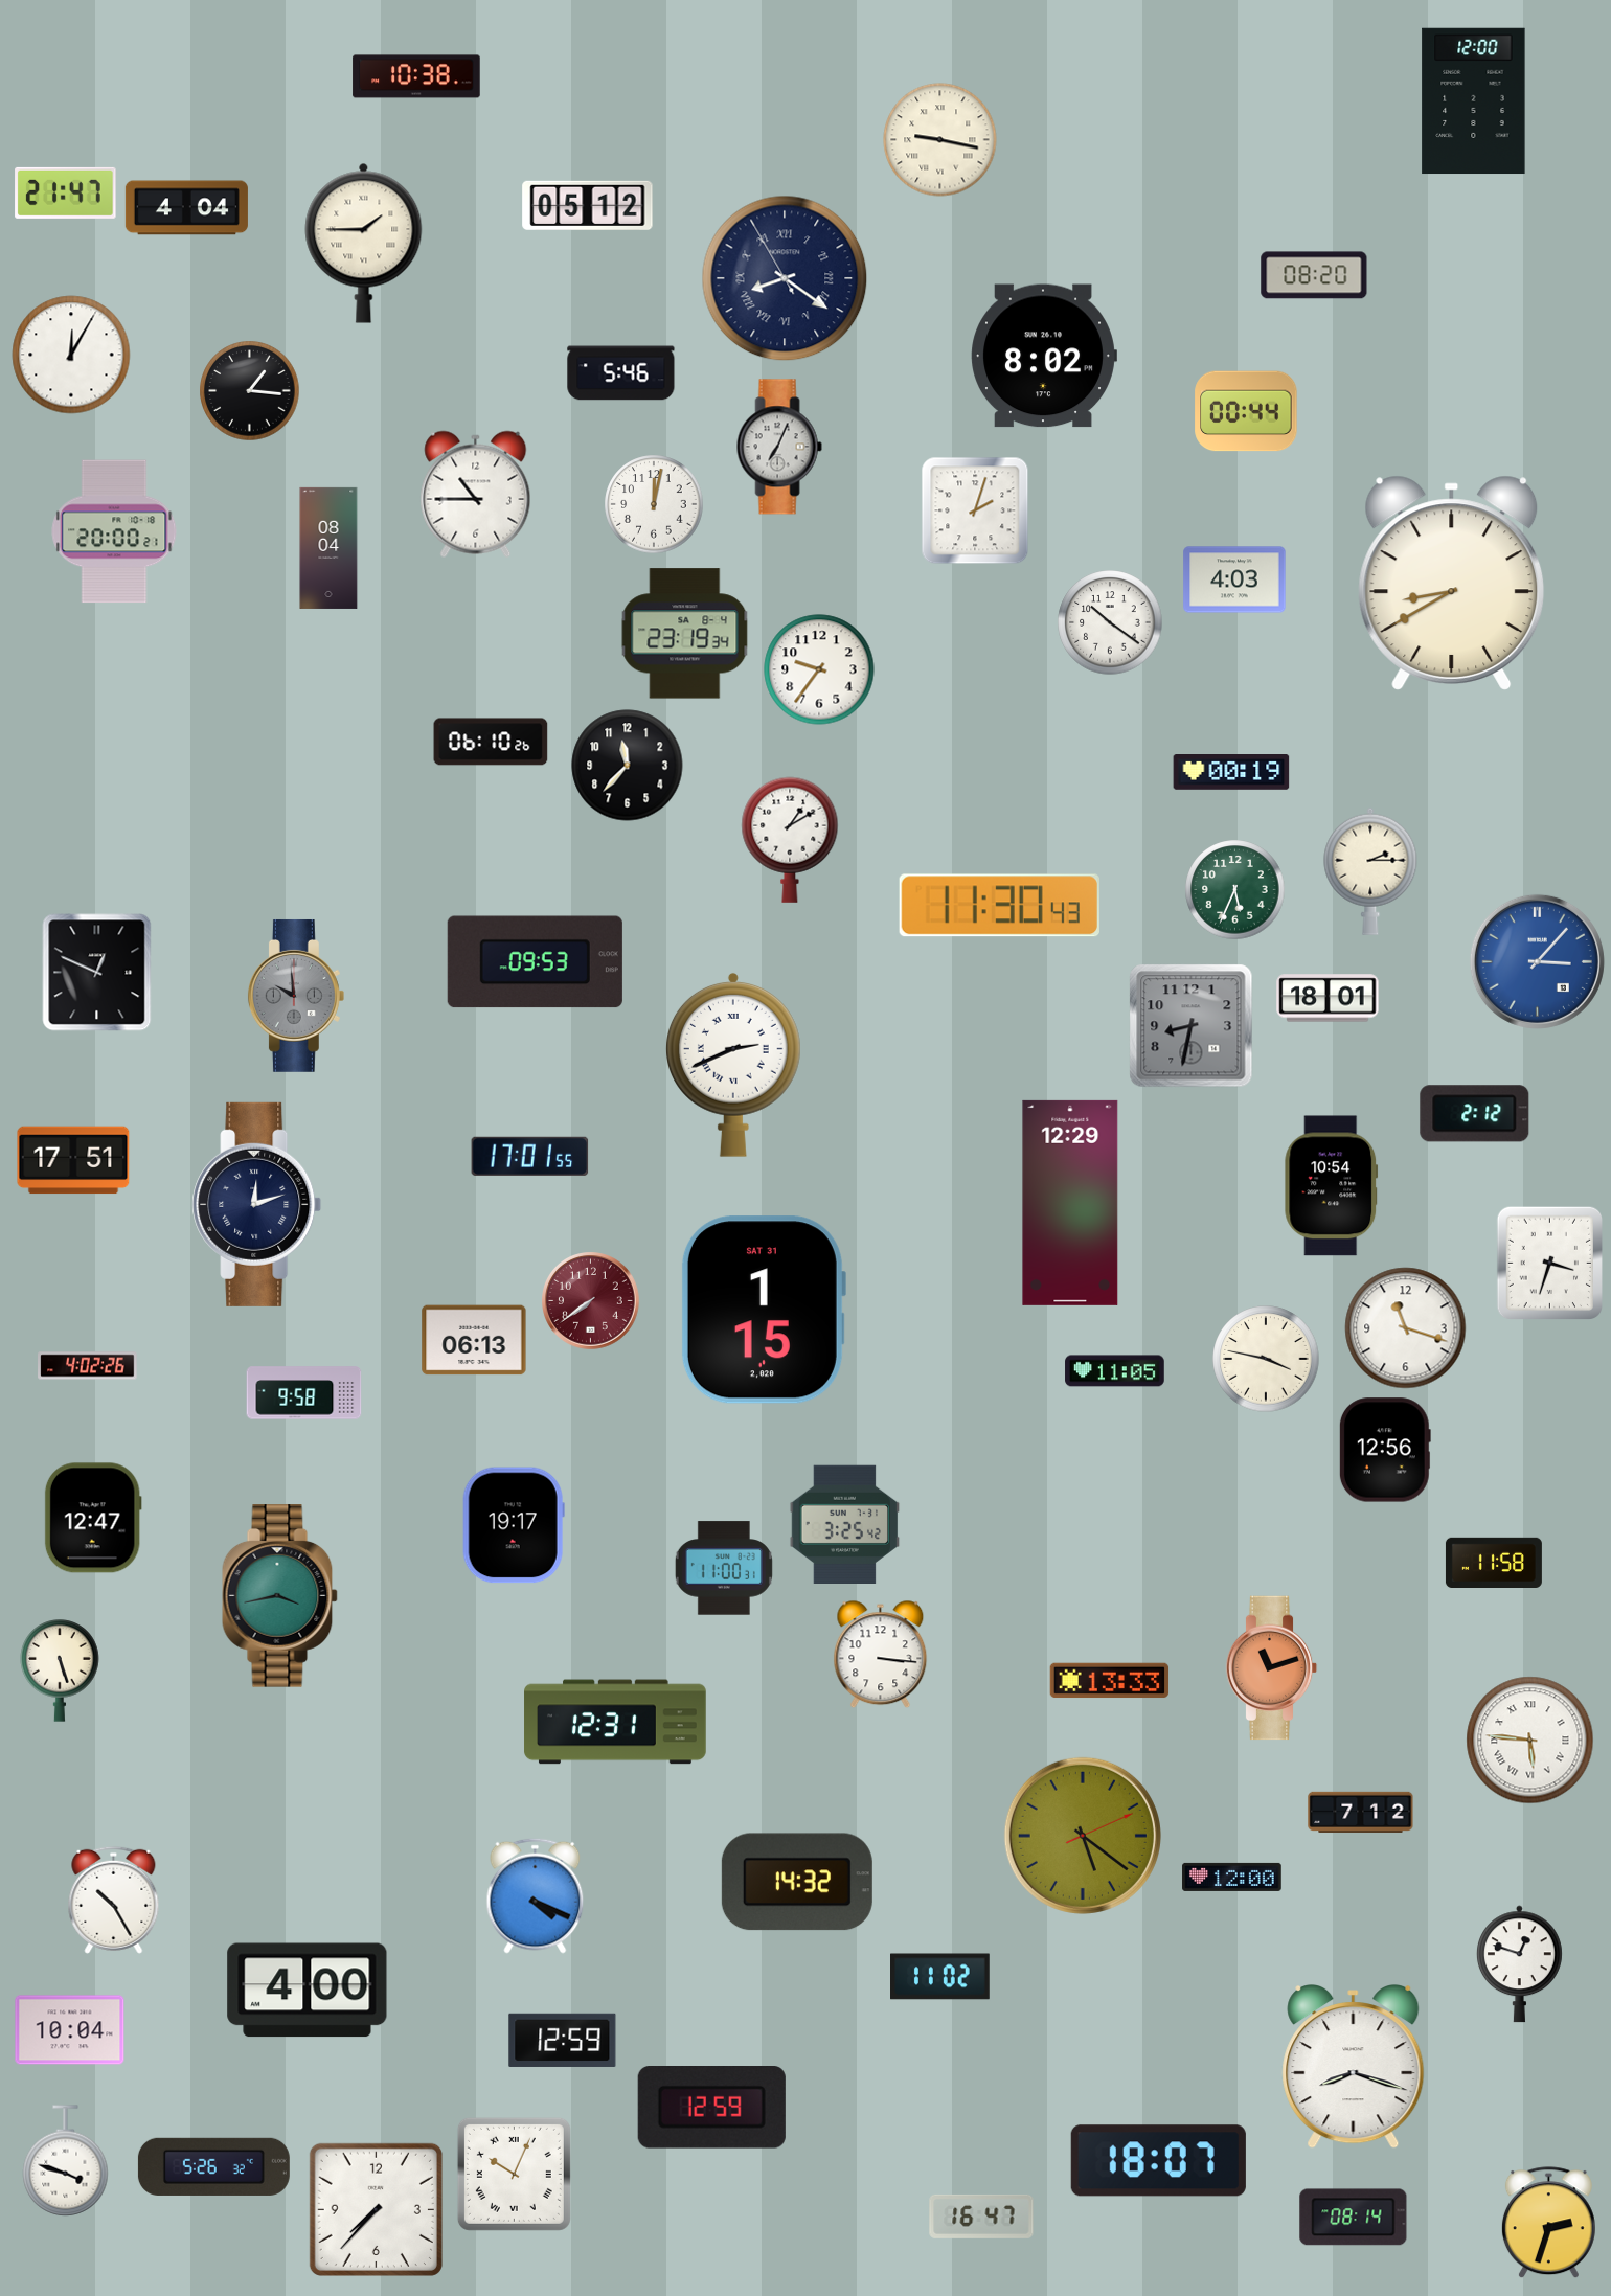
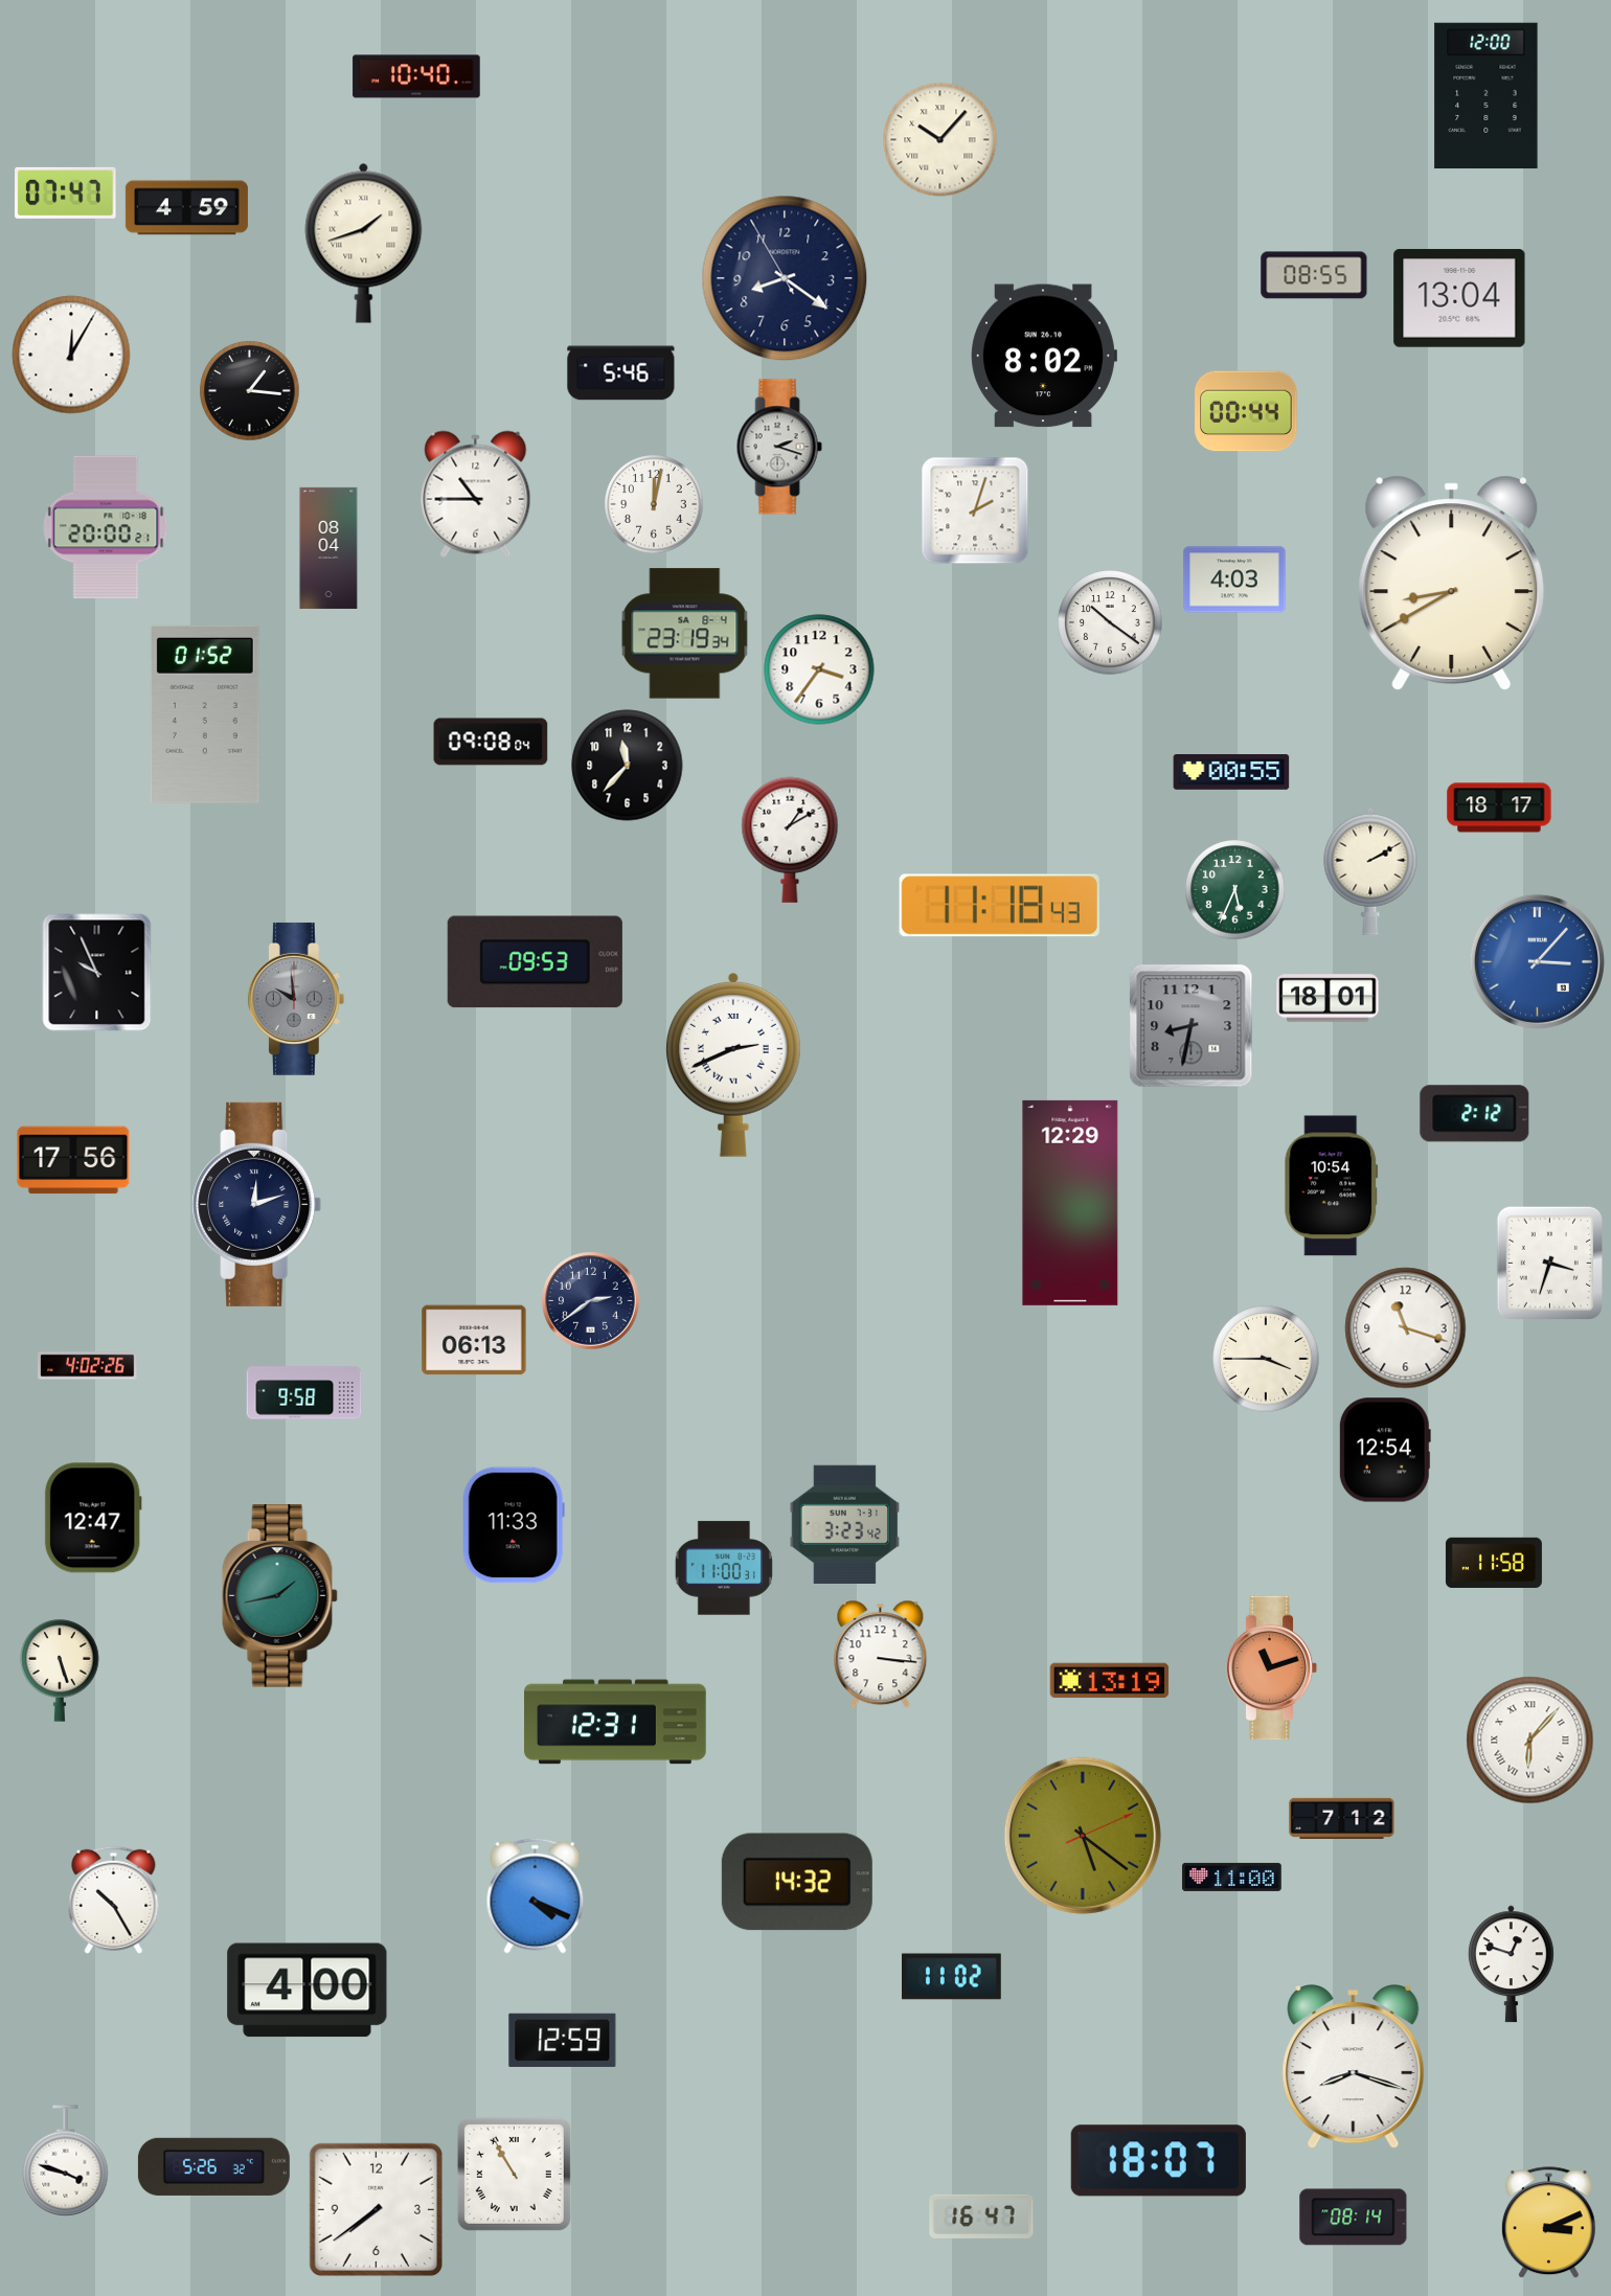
clock at (416, 76): 10:38 -> 10:40
clock at (1474, 101) position: (1474, 101) -> (1487, 96)
clock at (940, 140): 9:17 -> 10:07
clock at (66, 192): 21:47 -> 07:47
clock at (588, 205): 05:12 -> none
clock at (186, 208): 4:04 -> 4:59
clock at (364, 243): 1:45 -> 1:42
clock at (1314, 275): 08:20 -> 08:55
clock at (785, 278) numerals: Roman -> Arabic
clock at (1459, 298): none -> 13:04
clock at (779, 447): 7:04 -> 2:18
clock at (114, 531) position: (114, 531) -> (106, 527)
clock at (819, 669): 9:36 -> 3:36
clock at (205, 714): none -> 01:52
clock at (491, 742): 06:10 -> 09:08
clock at (1231, 773): 00:19 -> 00:55
clock at (1499, 808): none -> 18:17
clock at (1370, 871): 2:15 -> 2:10
clock at (999, 906): 11:30 -> 11:18
clock at (97, 973): 12:49 -> 9:56
clock at (296, 996) position: (296, 996) -> (296, 999)
clock at (530, 1156): 17:01 -> none
clock at (73, 1160): 17:51 -> 17:56
clock at (591, 1301): 7:39 -> 2:39
clock at (591, 1301) dial: burgundy -> navy
clock at (763, 1310): 1:15 -> none
clock at (1266, 1359): 3:47 -> 3:45
clock at (1115, 1371): 11:05 -> none
clock at (1385, 1450): 12:56 -> 12:54
clock at (845, 1524): 3:25 -> 3:23
clock at (514, 1525): 19:17 -> 11:33
clock at (279, 1596): 3:43 -> 1:43
clock at (1110, 1681): 13:33 -> 13:19
clock at (1530, 1741): 5:46 -> 6:07
clock at (1361, 1812) position: (1361, 1812) -> (1342, 1818)
clock at (1232, 1877): 12:00 -> 11:00
clock at (1519, 1964) position: (1519, 1964) -> (1511, 1964)
clock at (940, 1977) position: (940, 1977) -> (952, 1977)
clock at (70, 2030): 10:04 -> none
clock at (711, 2108): 12:59 -> none
clock at (514, 2174): 10:04 -> 10:55
clock at (376, 2209): 7:37 -> 7:39
clock at (1548, 2223): 2:33 -> 3:11
